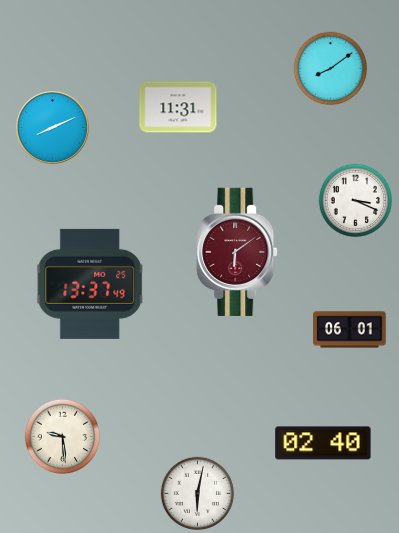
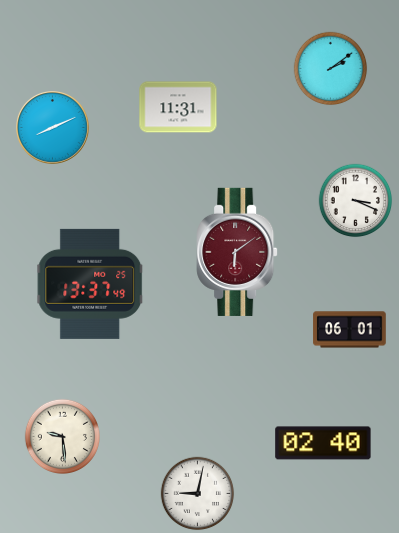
clock at (331, 69): 8:09 -> 2:09
clock at (198, 494): 6:02 -> 9:02
